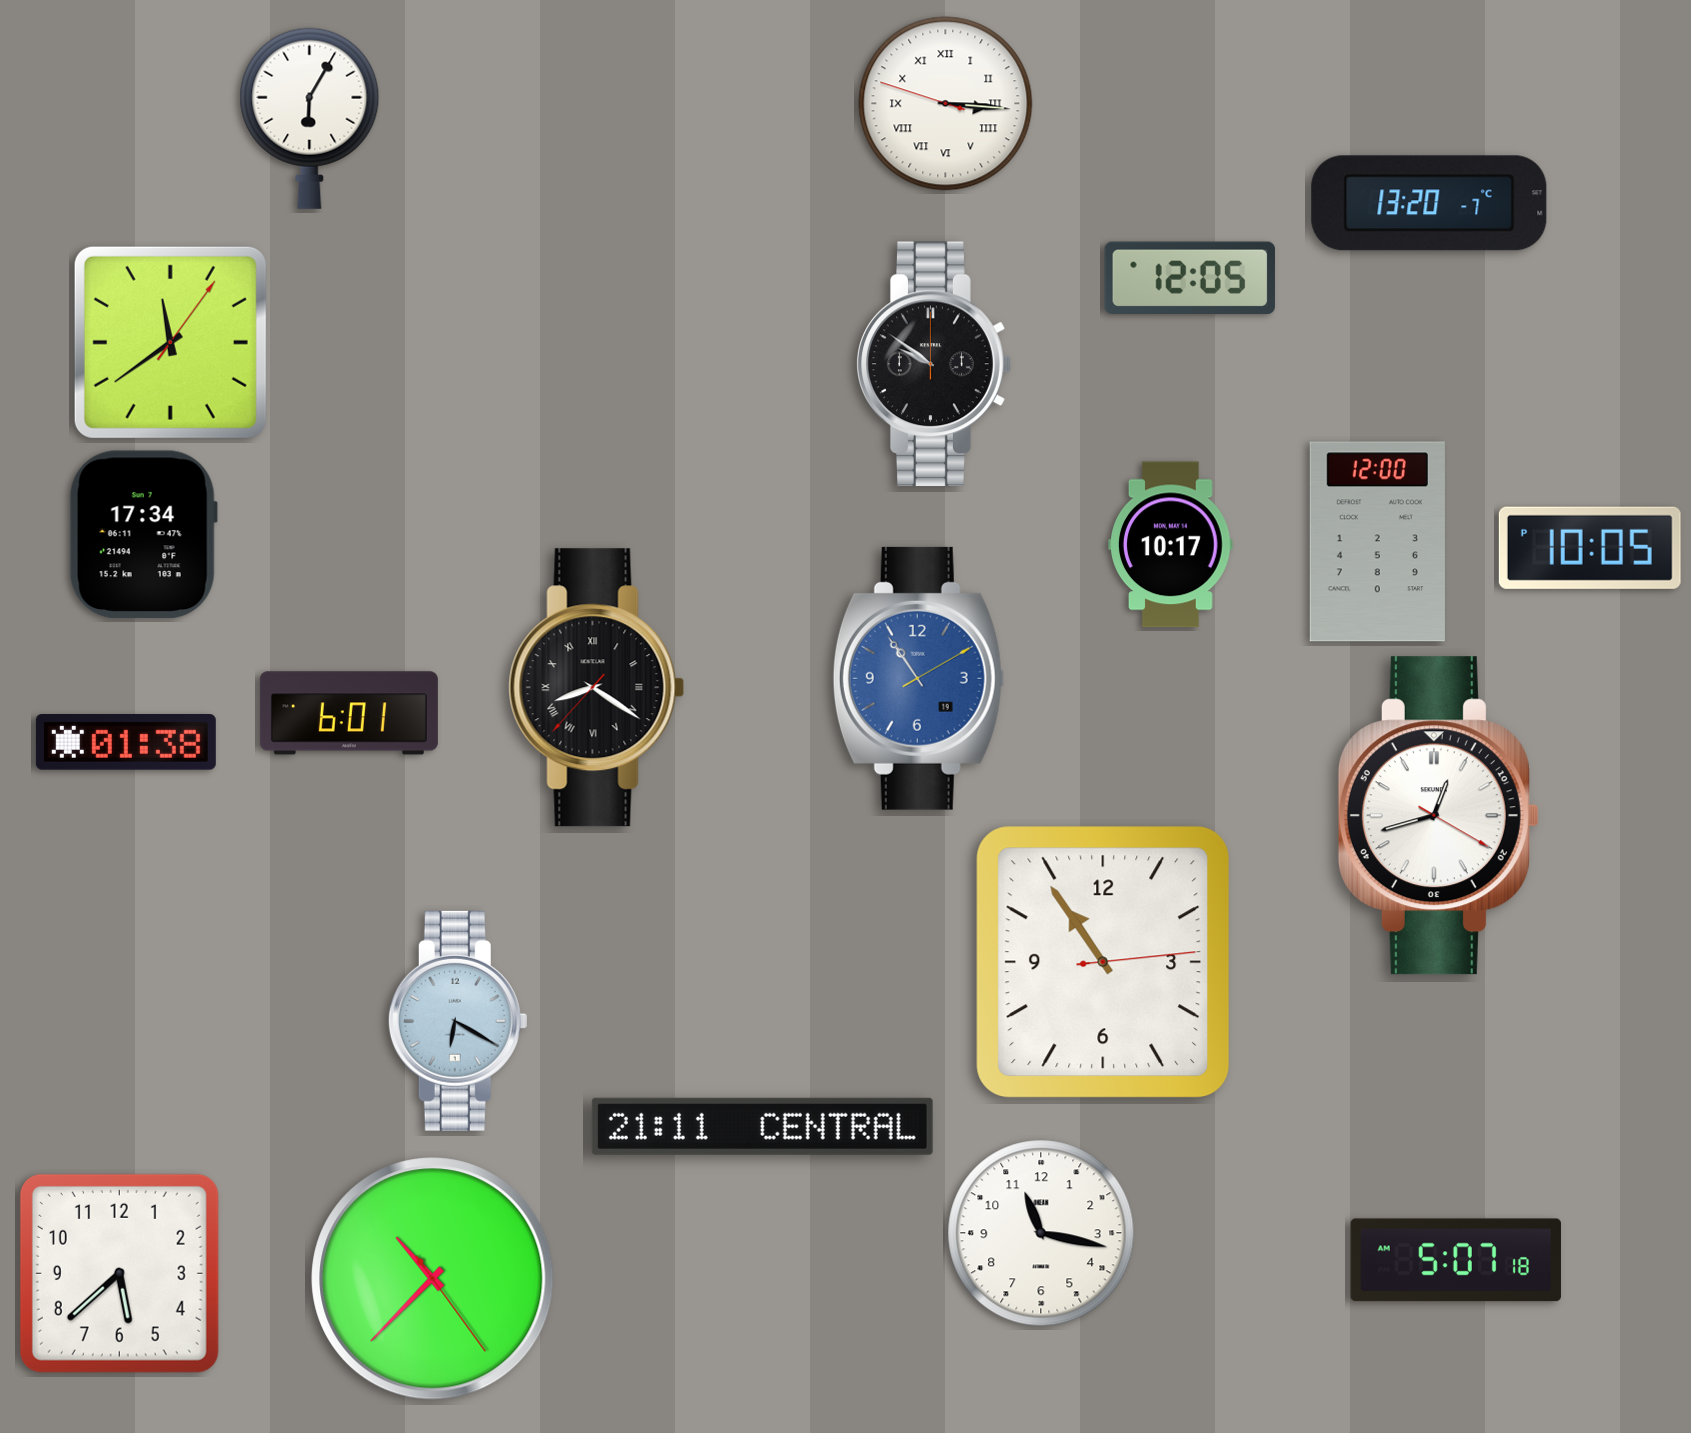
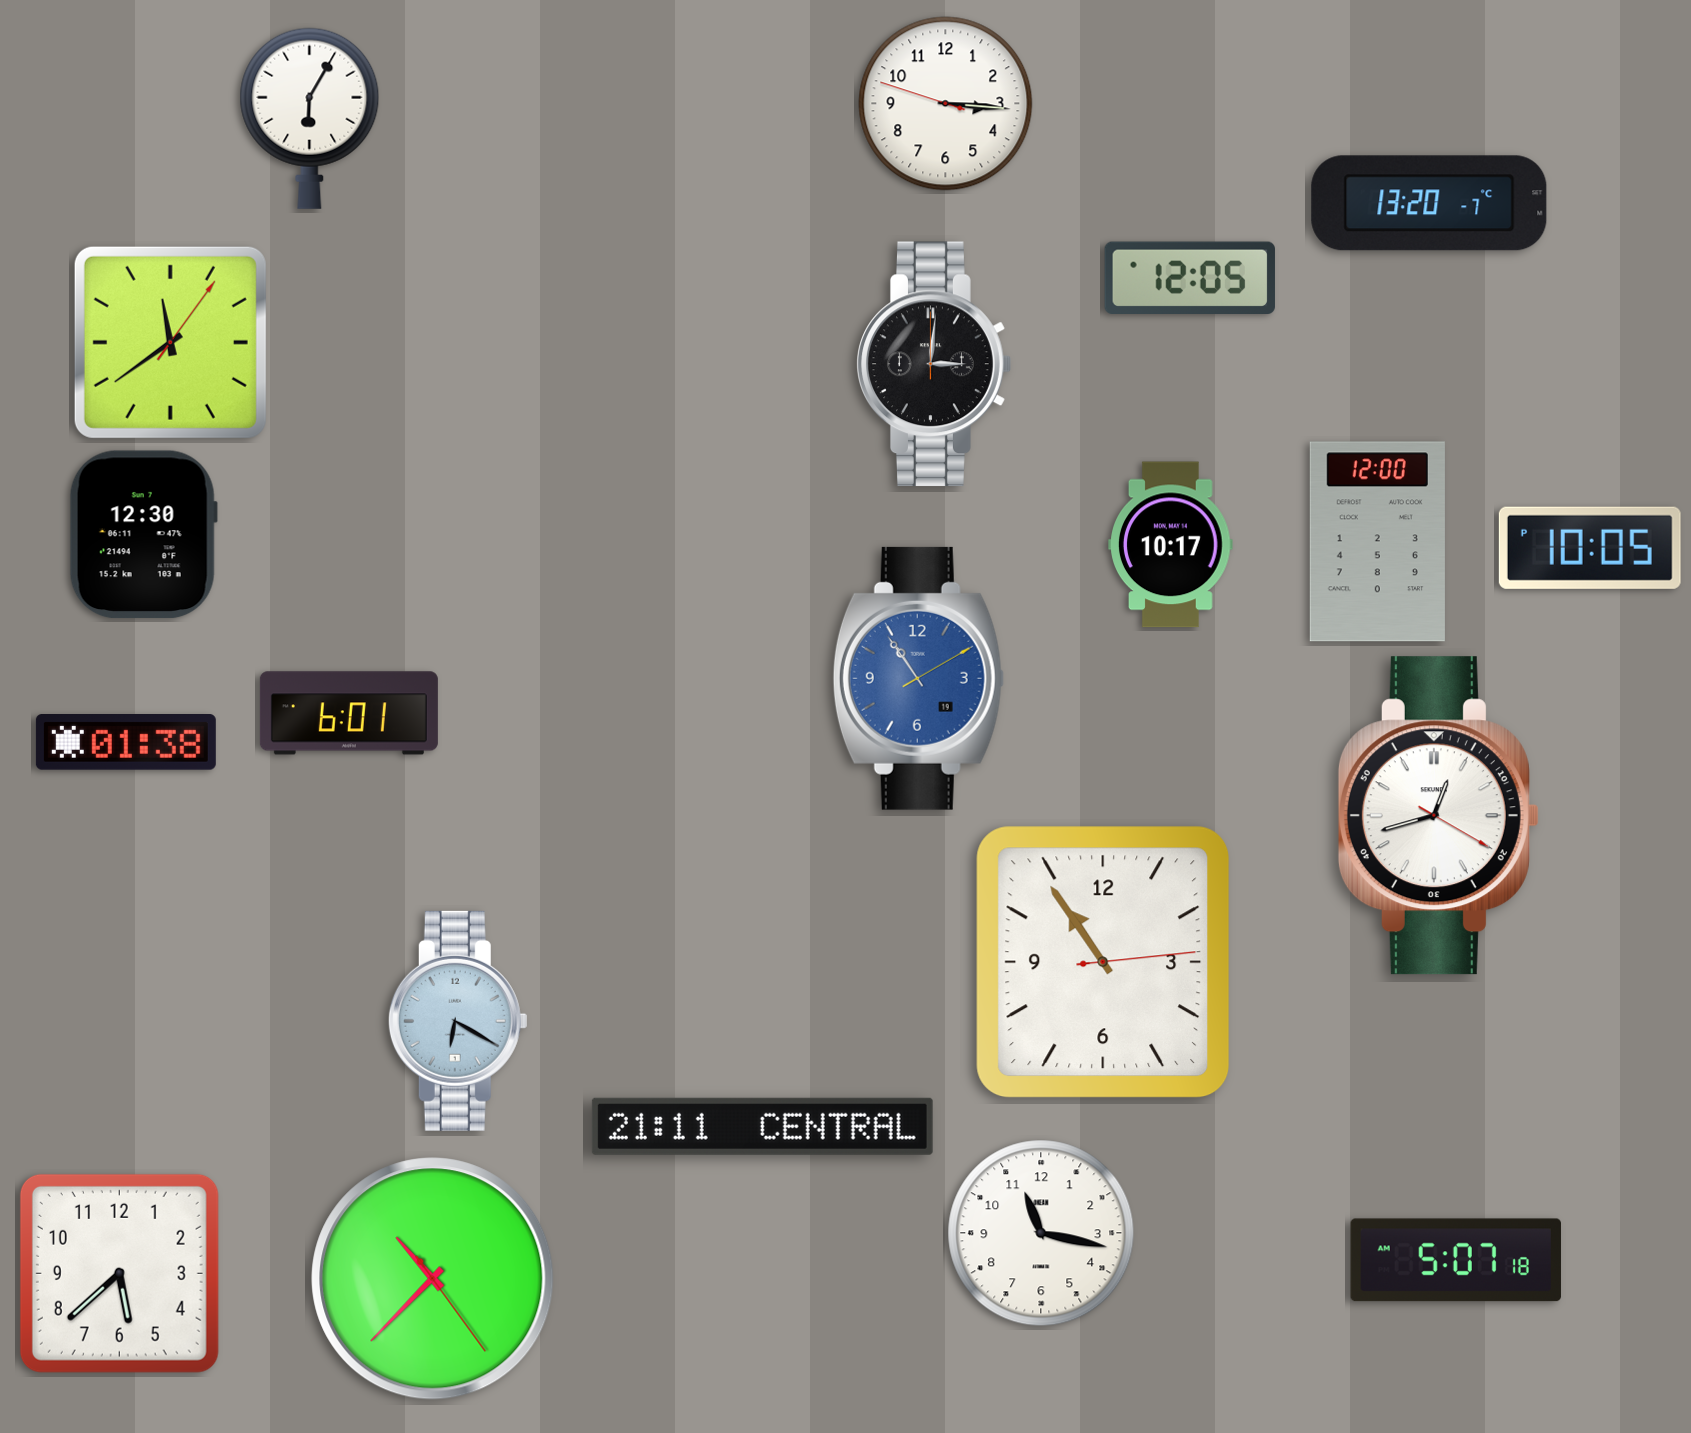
clock at (946, 104) numerals: Roman -> Arabic
clock at (934, 364): 9:51 -> 3:01
clock at (143, 535): 17:34 -> 12:30
clock at (597, 688): 8:20 -> none
